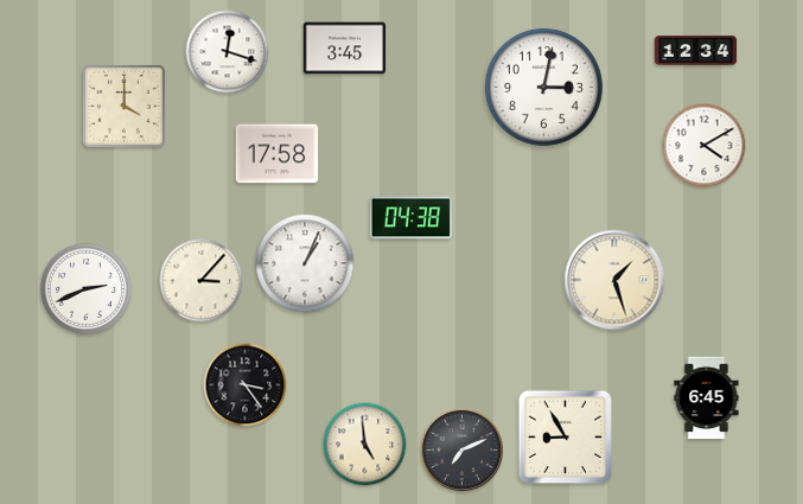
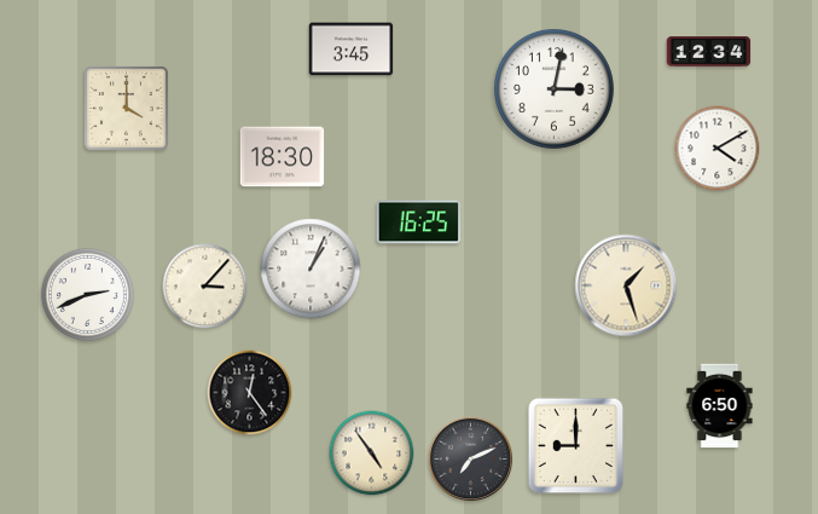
clock at (228, 52): 12:18 -> none
clock at (278, 154): 17:58 -> 18:30
clock at (412, 218): 04:38 -> 16:25
clock at (246, 385): 3:24 -> 12:24
clock at (707, 398): 6:45 -> 6:50
clock at (566, 438): 8:55 -> 9:00
clock at (365, 445): 4:59 -> 4:54
